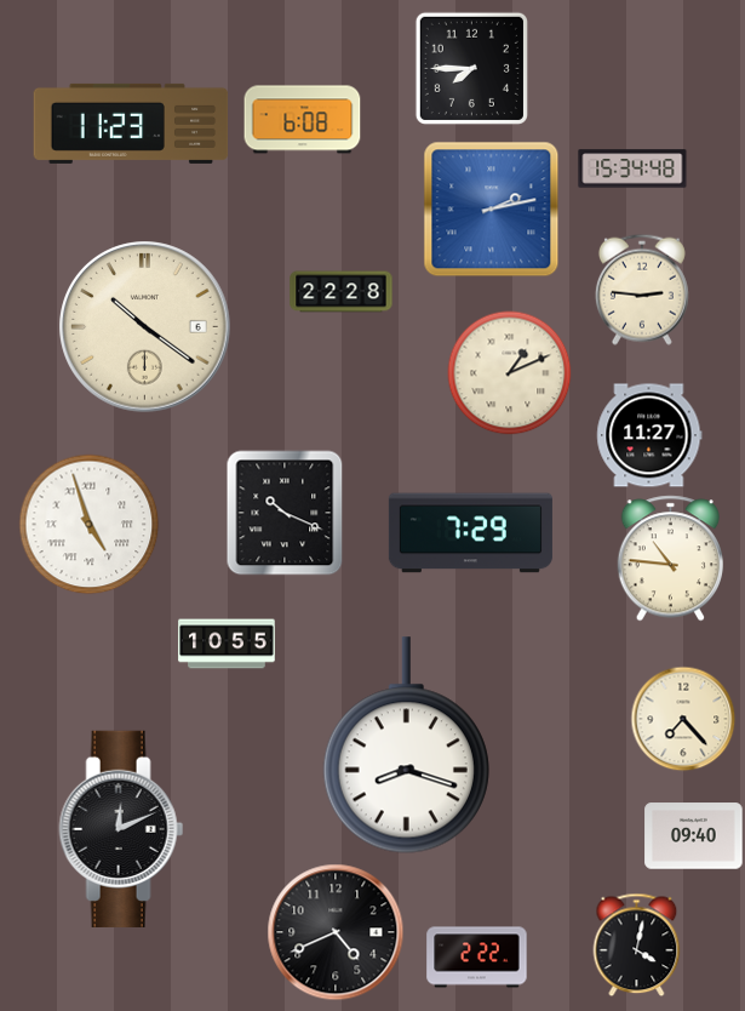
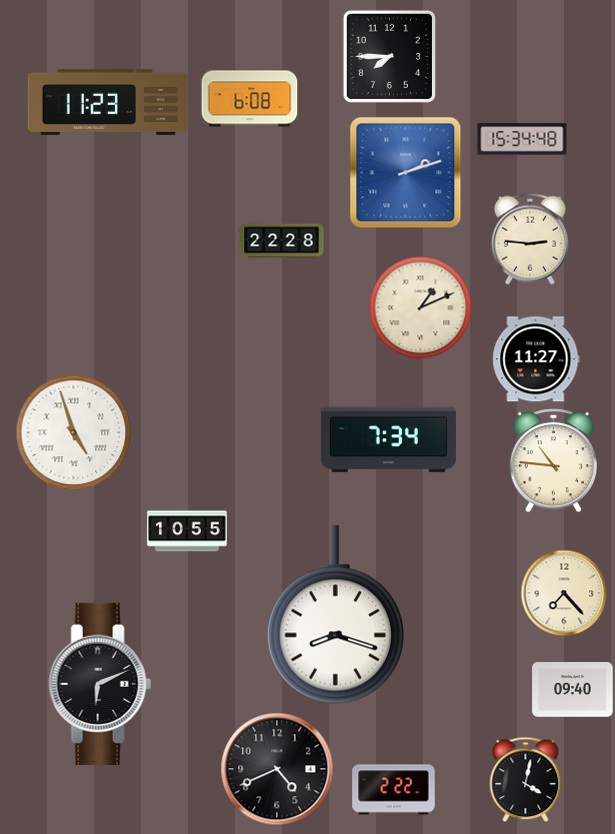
clock at (492, 210): 2:13 -> 2:12
clock at (145, 327): 10:21 -> none
clock at (285, 513): 10:19 -> none
clock at (470, 533): 7:29 -> 7:34
clock at (121, 829): 12:11 -> 6:11
